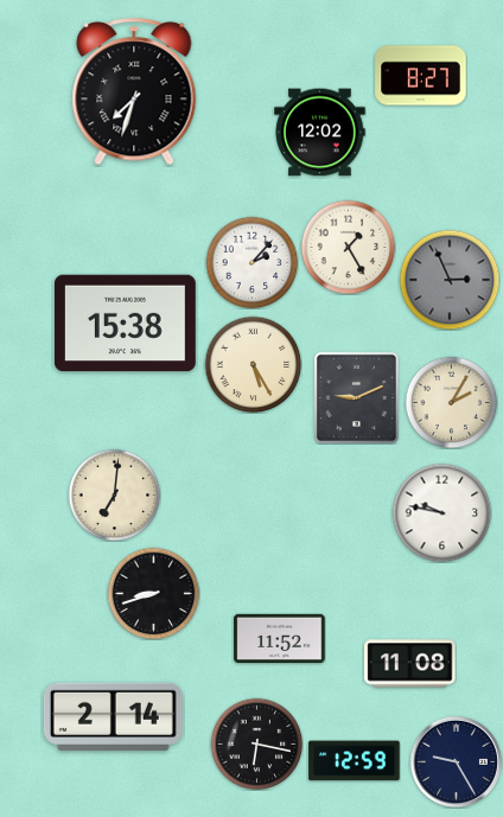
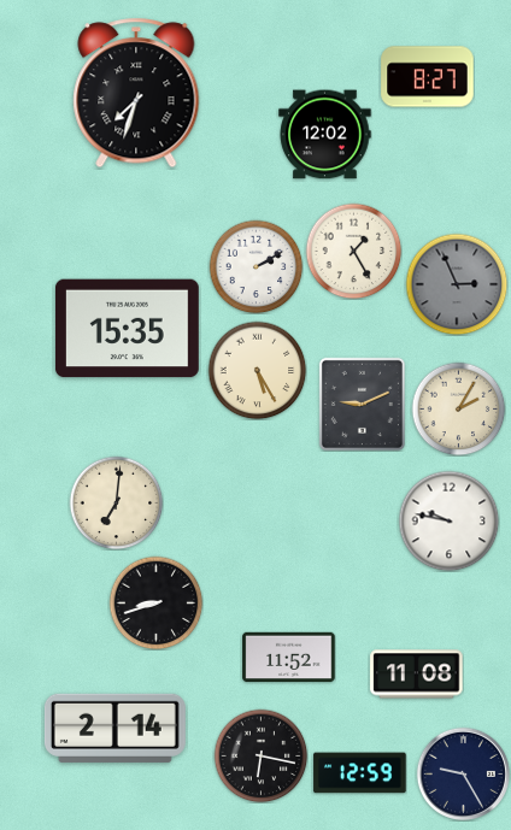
clock at (251, 262): 2:07 -> 2:10
clock at (125, 324): 15:38 -> 15:35
clock at (280, 639) position: (280, 639) -> (289, 658)
